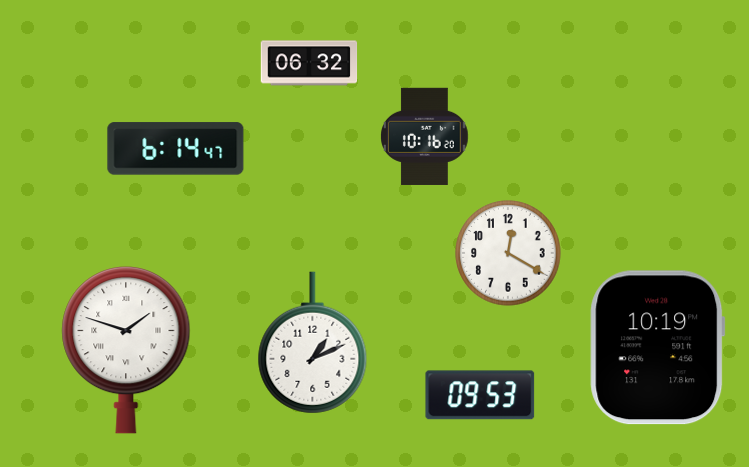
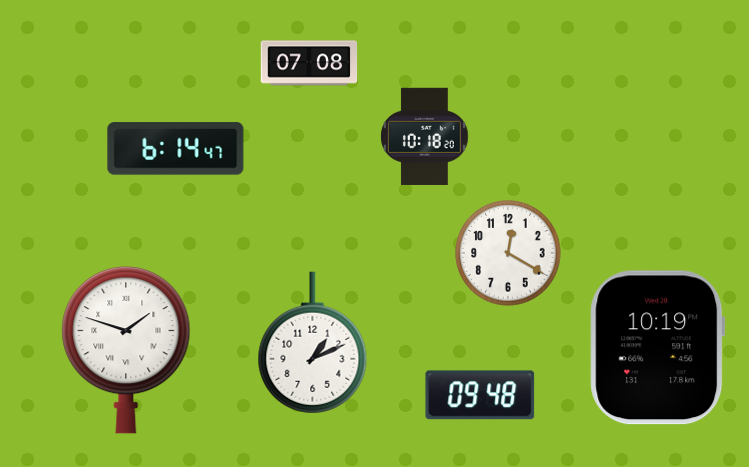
clock at (309, 63): 06:32 -> 07:08
clock at (425, 136): 10:16 -> 10:18
clock at (480, 395): 09:53 -> 09:48
